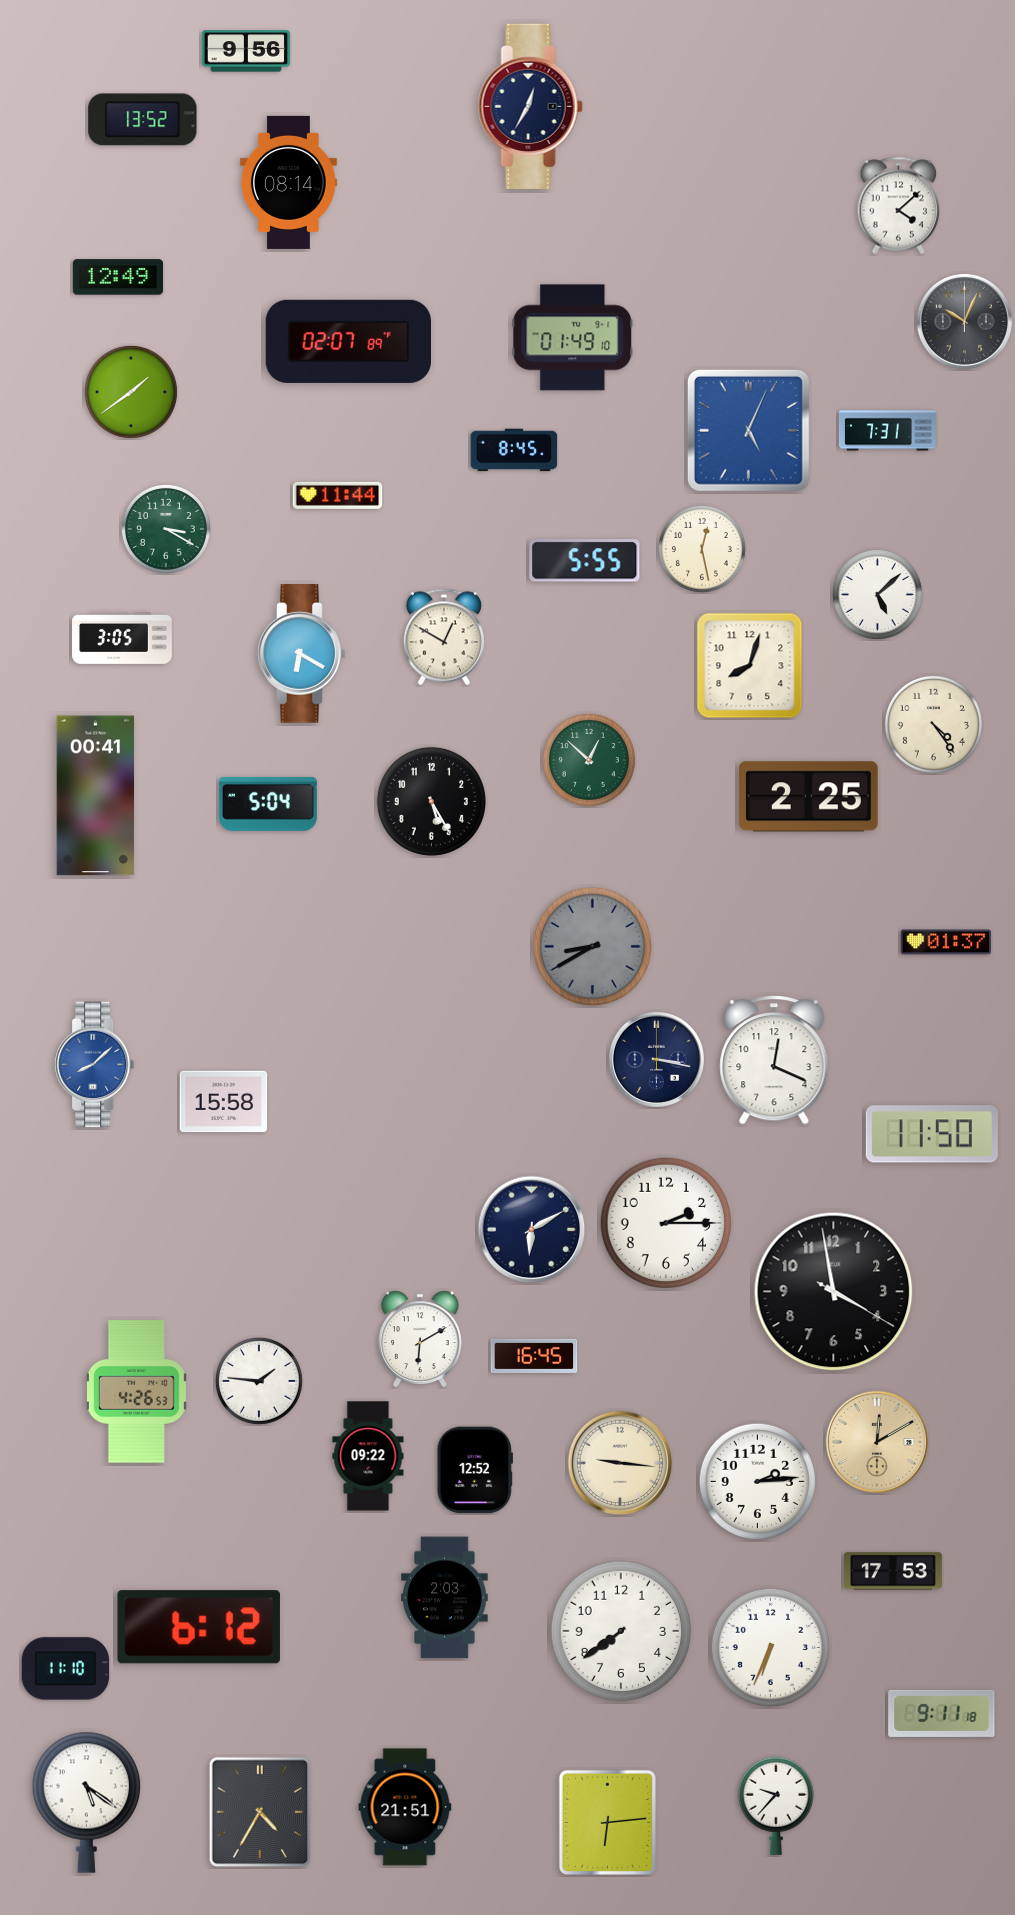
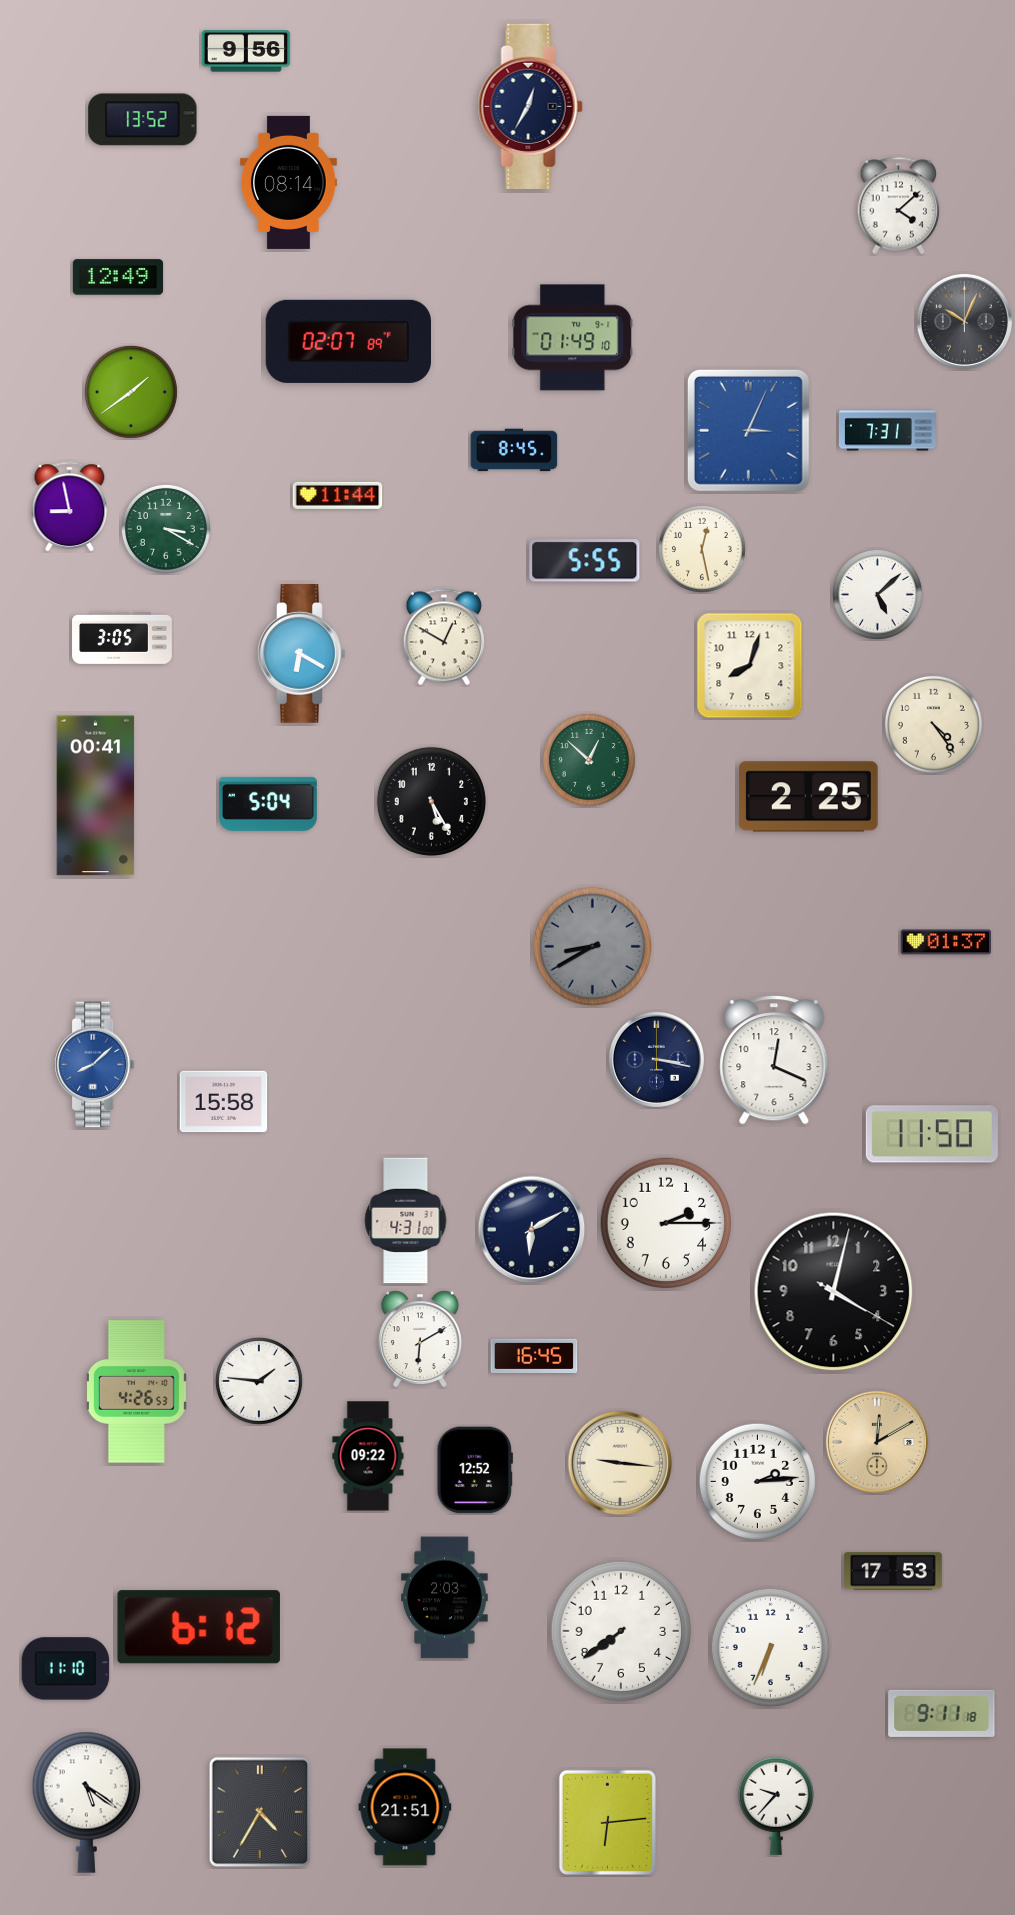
clock at (748, 430): 5:04 -> 3:04
clock at (70, 507): none -> 8:58
clock at (406, 1221): none -> 4:31
clock at (834, 1292): 3:58 -> 4:02
